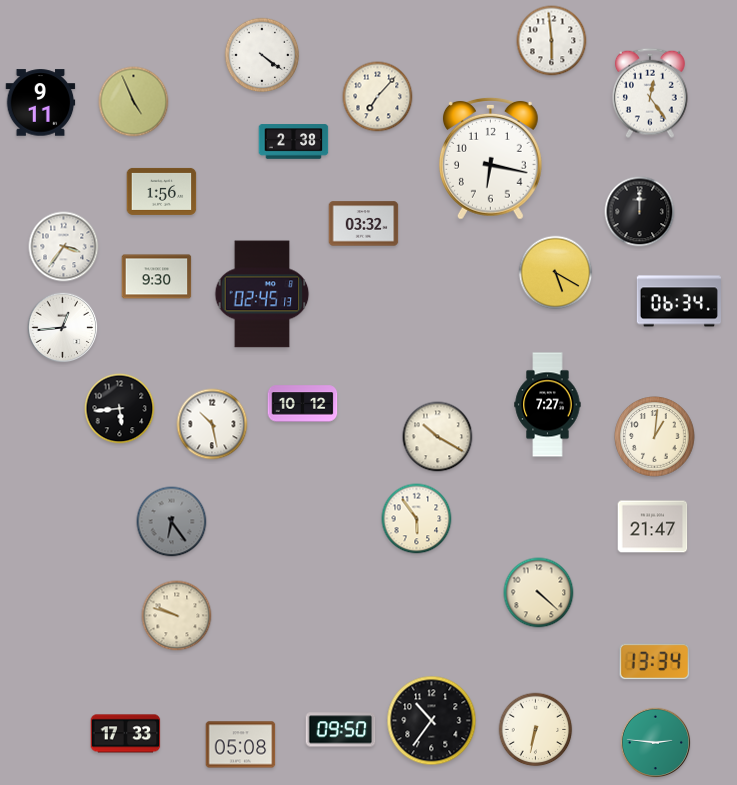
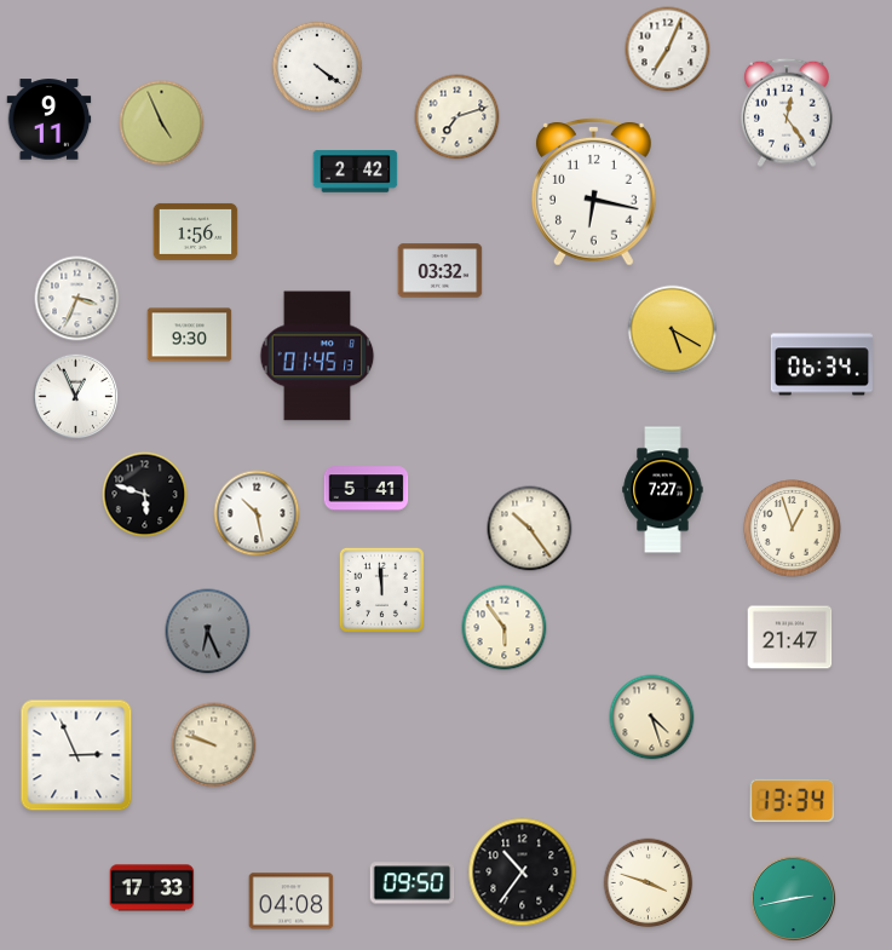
clock at (552, 41): 5:59 -> 7:04
clock at (378, 97): 7:07 -> 7:12
clock at (41, 103) position: (41, 103) -> (50, 120)
clock at (294, 142): 2:38 -> 2:42
clock at (640, 212): 12:00 -> none
clock at (64, 247): 3:36 -> 3:34
clock at (262, 294): 02:45 -> 01:45
clock at (63, 328): 12:44 -> 12:56
clock at (303, 404): 10:12 -> 5:41
clock at (120, 409): 5:44 -> 5:48
clock at (438, 437): 10:20 -> 10:24
clock at (655, 437): 1:01 -> 12:57
clock at (381, 589): none -> 11:59
clock at (172, 522): 6:24 -> 6:26
clock at (539, 593): 4:22 -> 4:27
clock at (76, 755): none -> 2:56
clock at (536, 730): 6:32 -> 3:48
clock at (656, 743): 2:46 -> 2:43
clock at (241, 745): 05:08 -> 04:08
